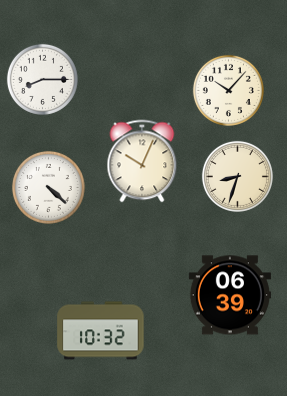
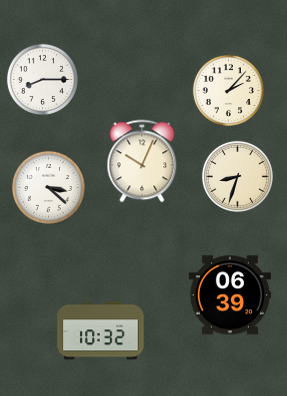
clock at (228, 90): 10:07 -> 2:07
clock at (48, 187): 4:22 -> 3:22
